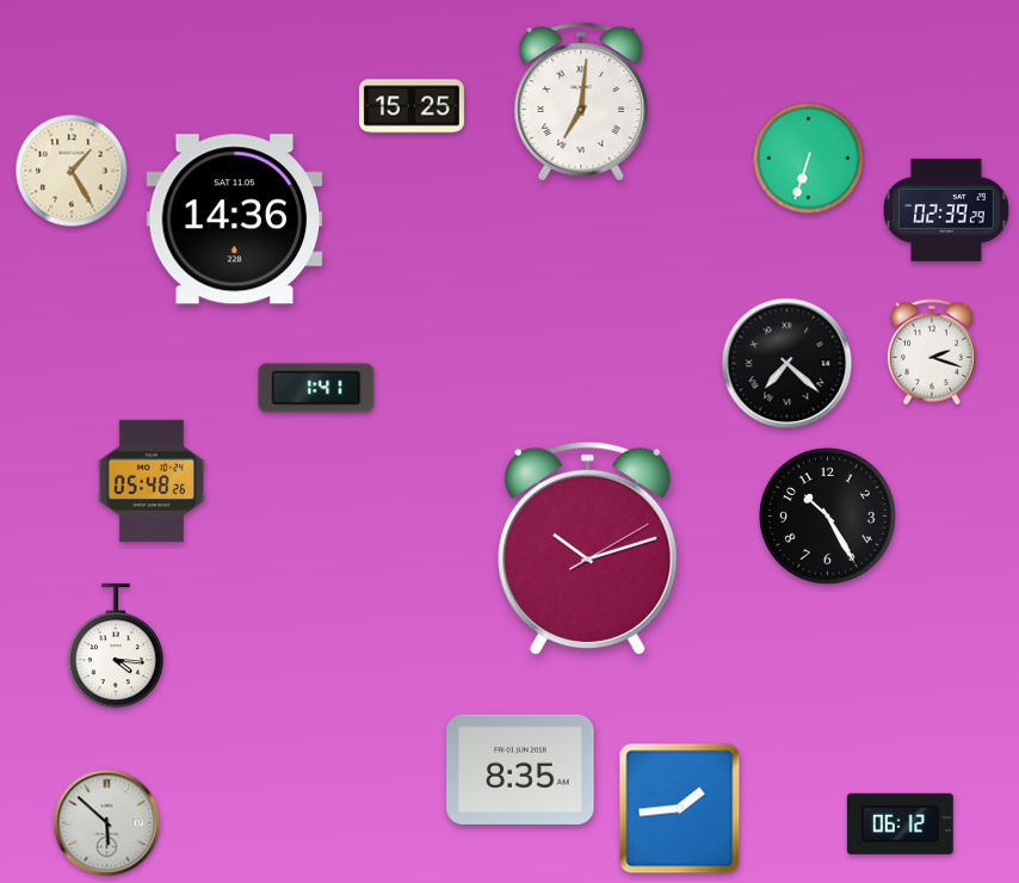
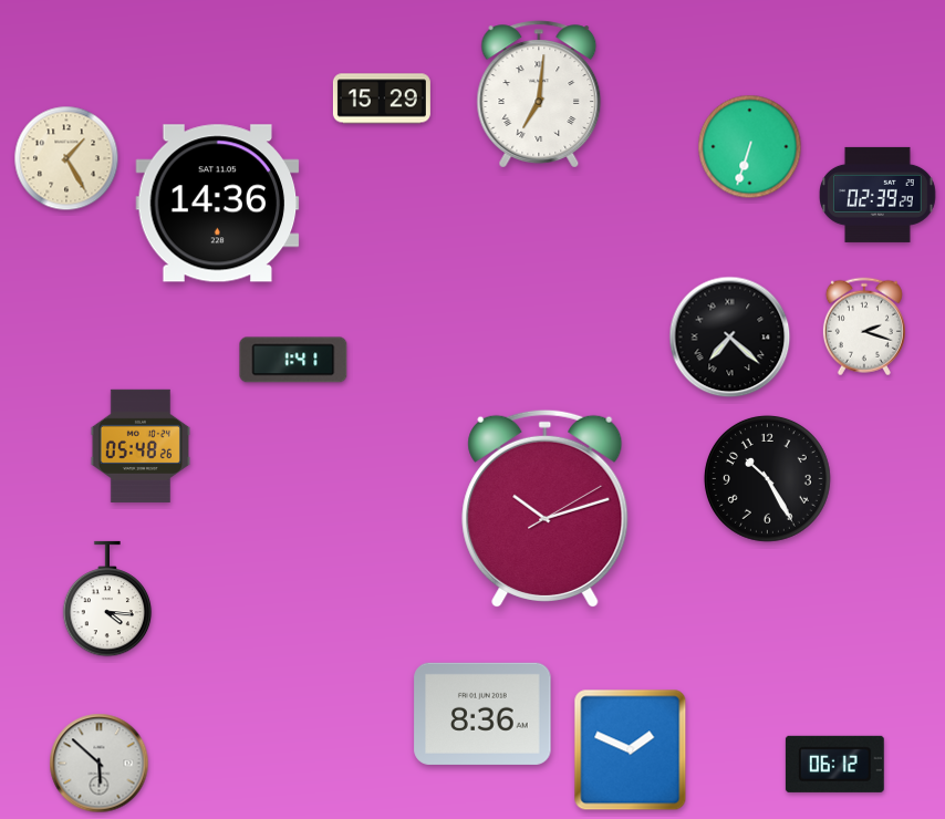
clock at (412, 106): 15:25 -> 15:29
clock at (520, 770): 8:35 -> 8:36
clock at (680, 809): 1:44 -> 1:49
